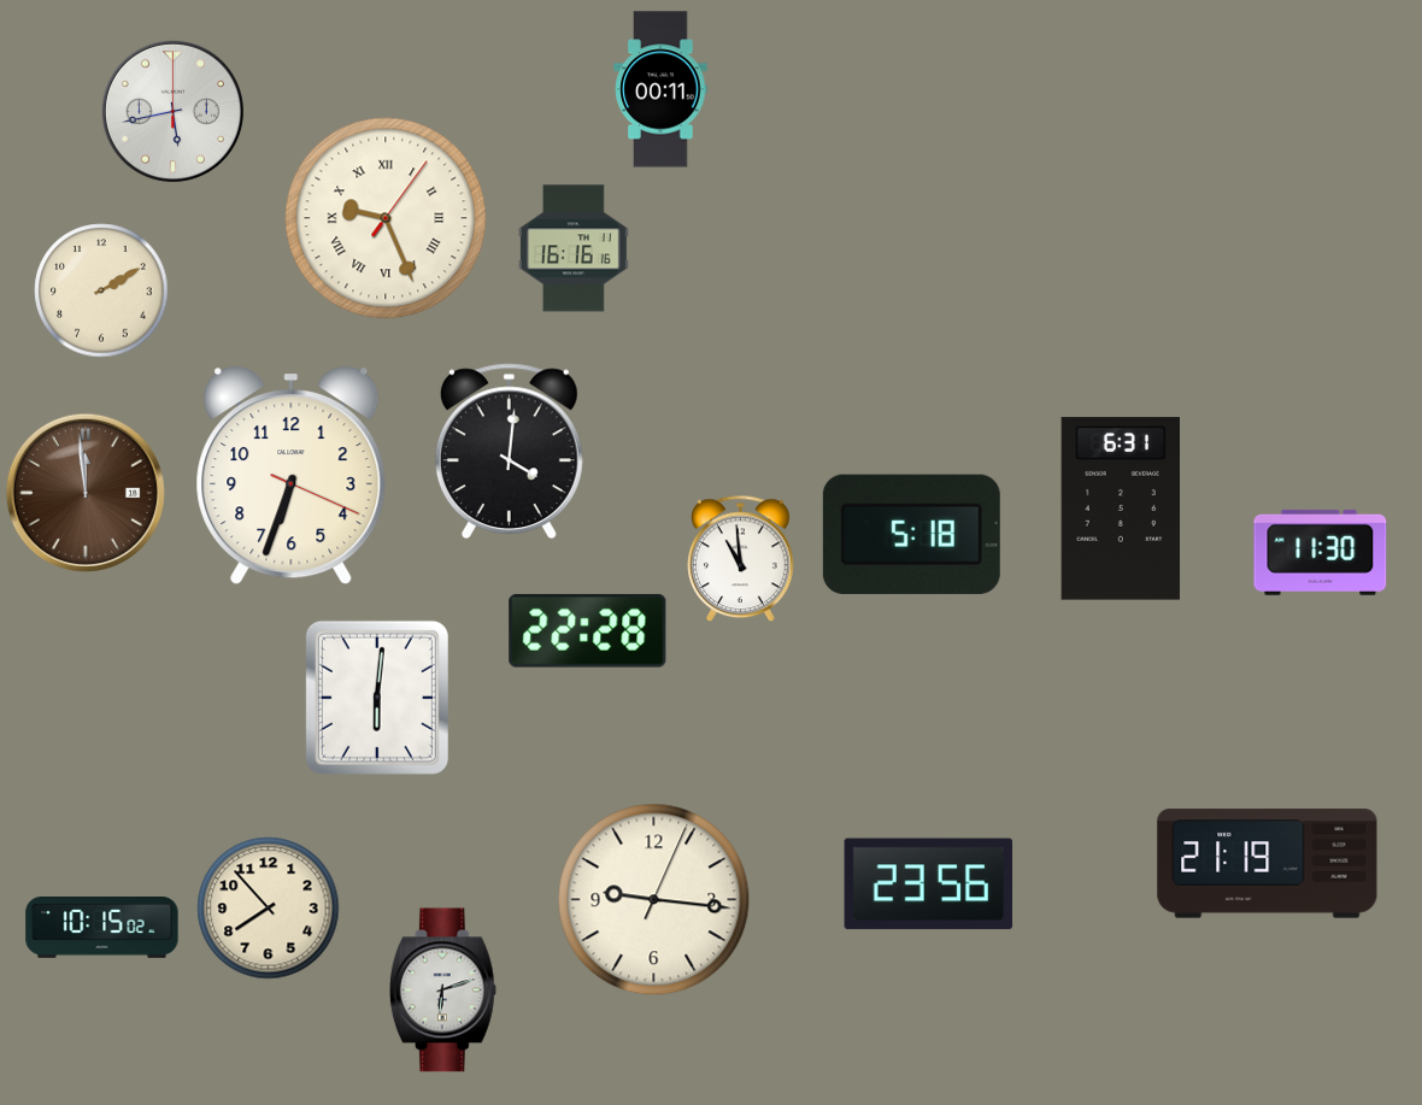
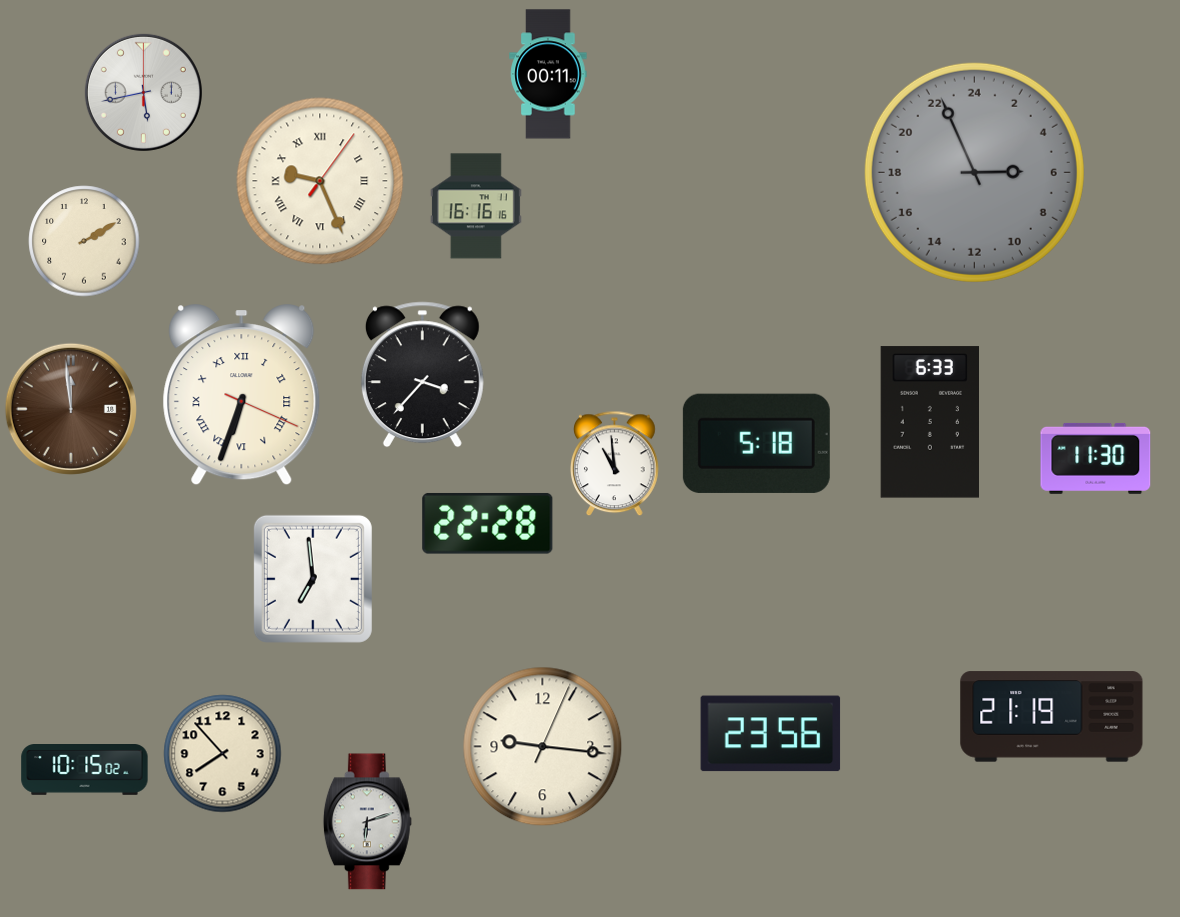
clock at (974, 172): none -> 5:56
clock at (509, 452): 4:01 -> 3:37
clock at (292, 476) numerals: Arabic -> Roman
clock at (1120, 509): 6:31 -> 6:33
clock at (377, 698): 6:01 -> 6:59
